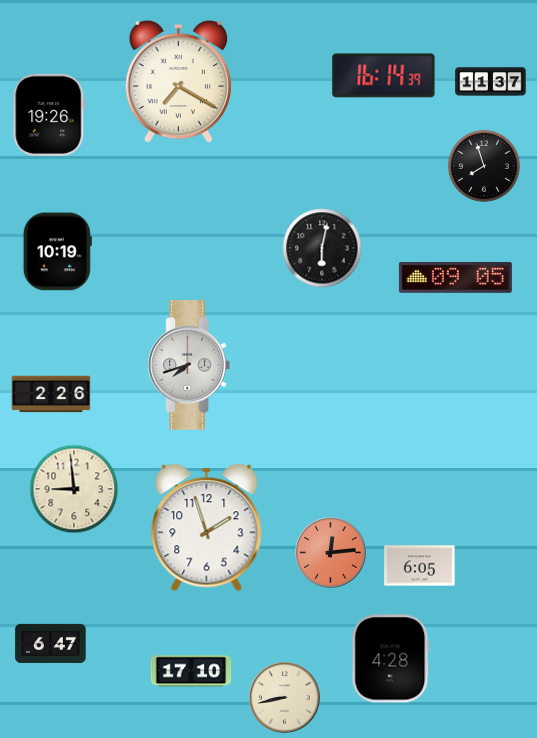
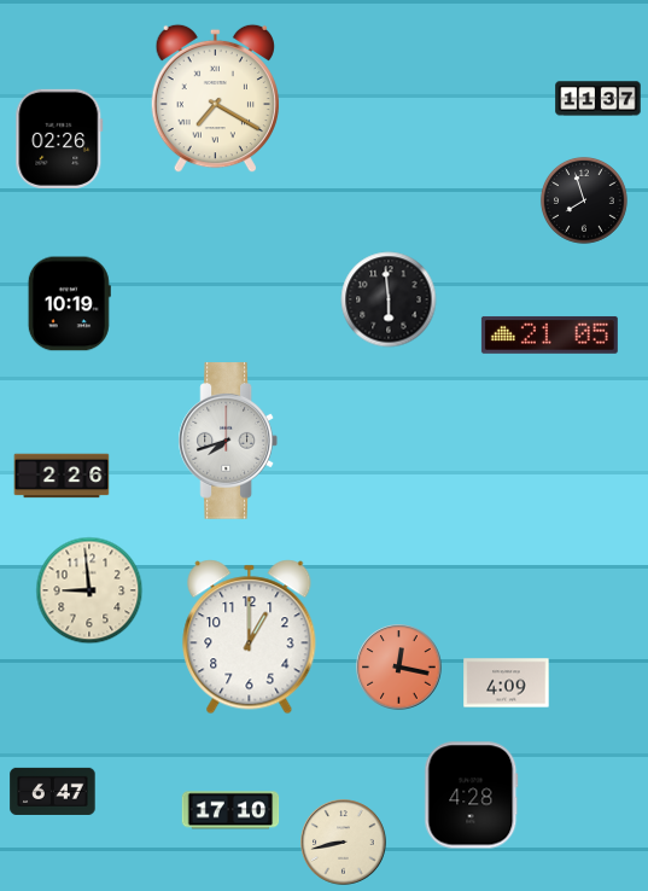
clock at (384, 76): 16:14 -> none
clock at (491, 82) position: (491, 82) -> (599, 99)
clock at (49, 115): 19:26 -> 02:26
clock at (322, 248): 6:02 -> 5:59
clock at (455, 277): 09:05 -> 21:05
clock at (207, 528): 1:57 -> 1:00
clock at (331, 553): 12:14 -> 12:17
clock at (420, 566): 6:05 -> 4:09
clock at (51, 643) position: (51, 643) -> (53, 791)
